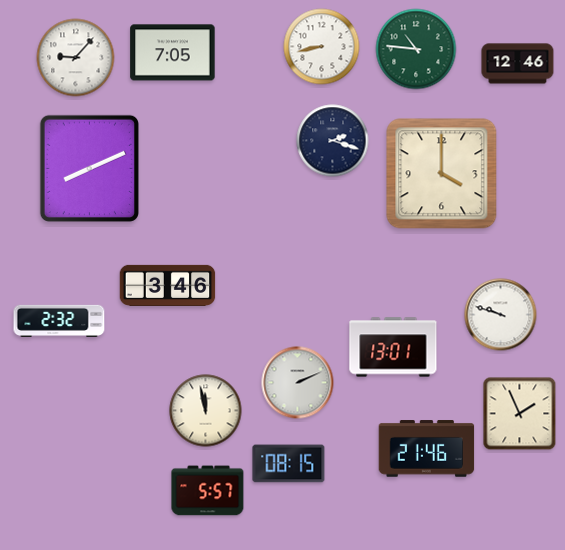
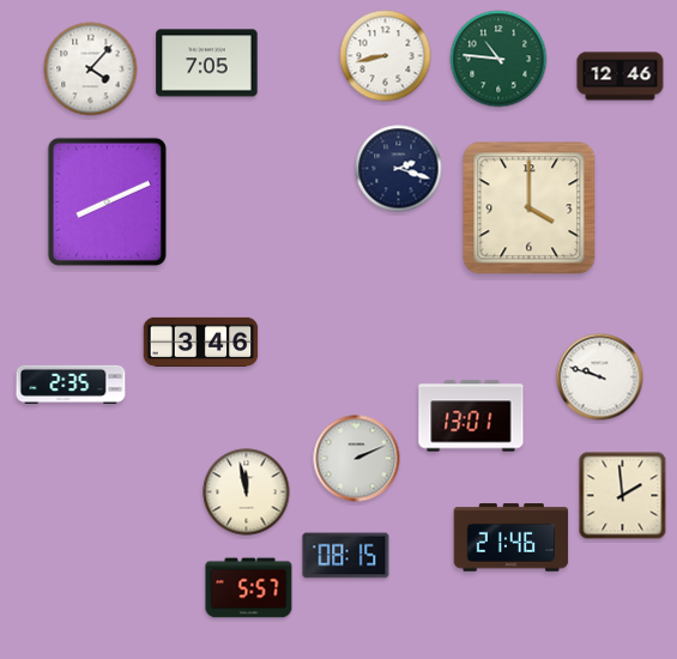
clock at (76, 58): 9:07 -> 4:07
clock at (59, 321): 2:32 -> 2:35
clock at (520, 414): 1:56 -> 1:59
